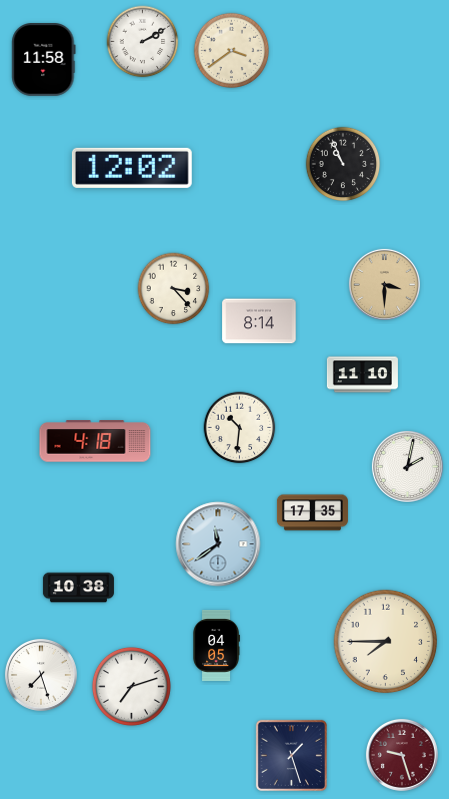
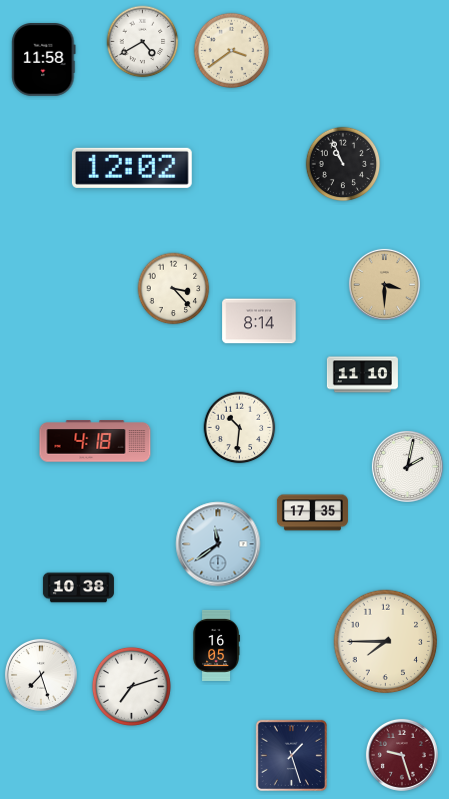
clock at (143, 42): 2:10 -> 4:40
clock at (216, 645): 04:05 -> 16:05
